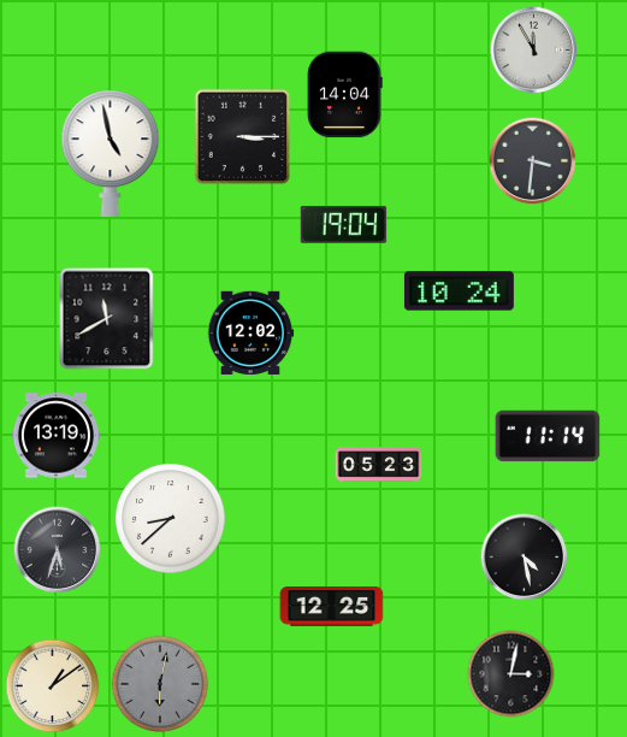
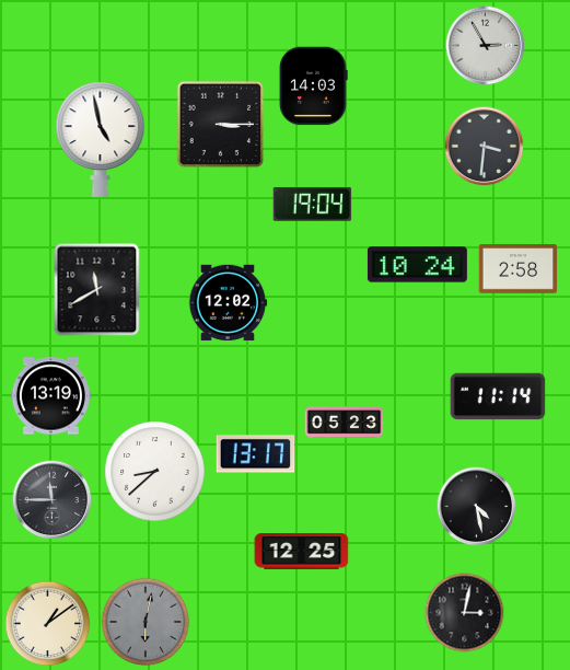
clock at (534, 51): 11:55 -> 2:55
clock at (344, 95): 14:04 -> 14:03
clock at (519, 269): none -> 2:58
clock at (256, 454): none -> 13:17
clock at (58, 550): 5:33 -> 11:45
